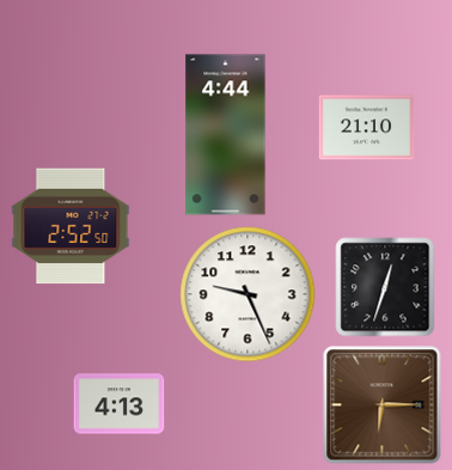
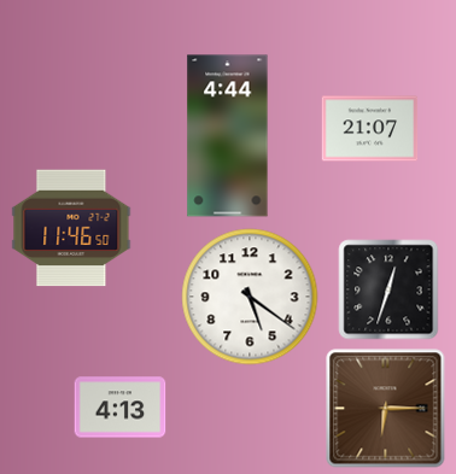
clock at (367, 128): 21:10 -> 21:07
clock at (71, 226): 2:52 -> 11:46
clock at (248, 294): 9:26 -> 5:21
